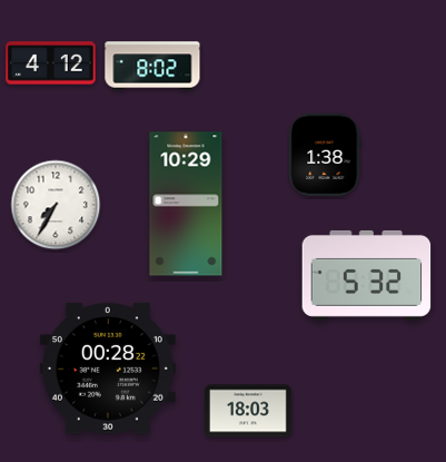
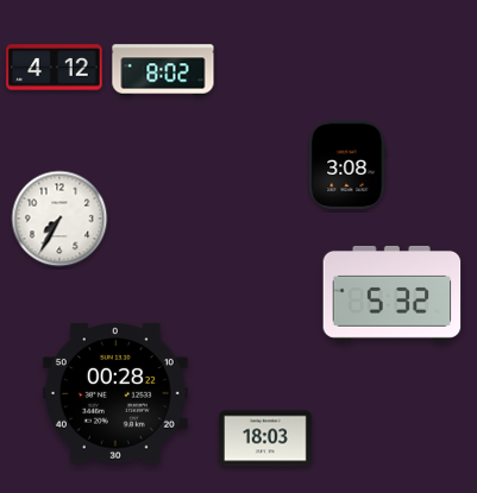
clock at (325, 154): 1:38 -> 3:08
clock at (186, 204): 10:29 -> none
